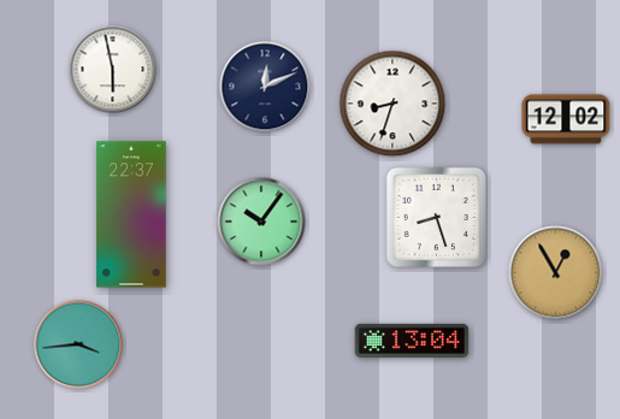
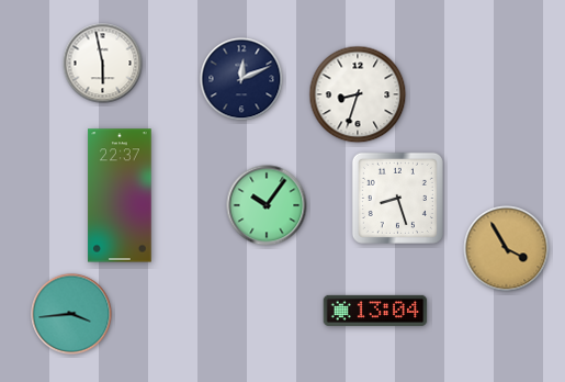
clock at (566, 119): 12:02 -> none
clock at (261, 222) position: (261, 222) -> (267, 205)
clock at (556, 273): 12:55 -> 3:55
